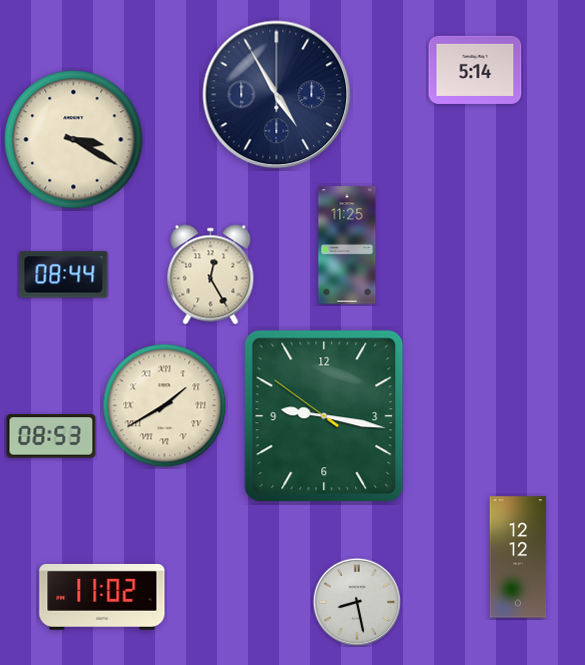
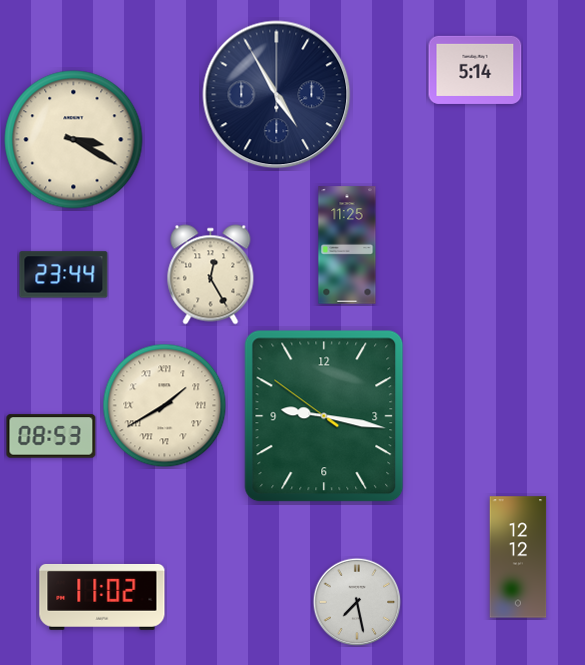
clock at (64, 275): 08:44 -> 23:44
clock at (357, 602): 8:28 -> 7:28
